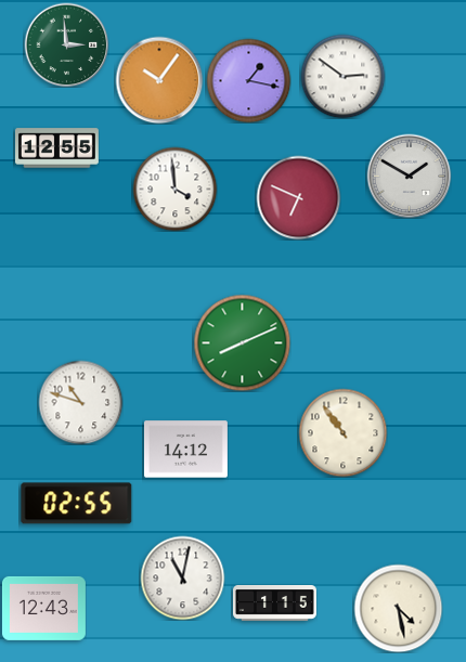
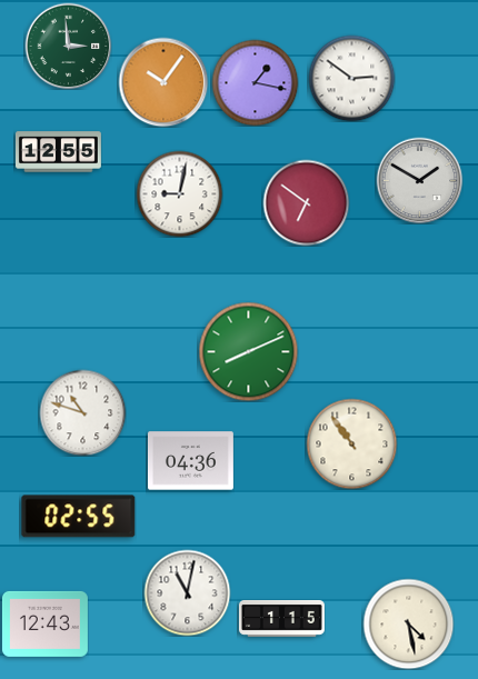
clock at (174, 189): 3:59 -> 9:02
clock at (298, 197): 6:49 -> 6:51
clock at (185, 450): 14:12 -> 04:36
